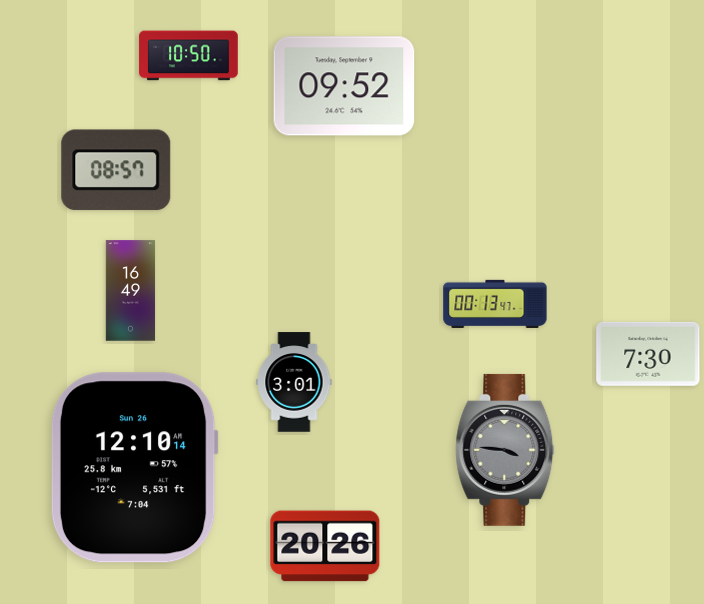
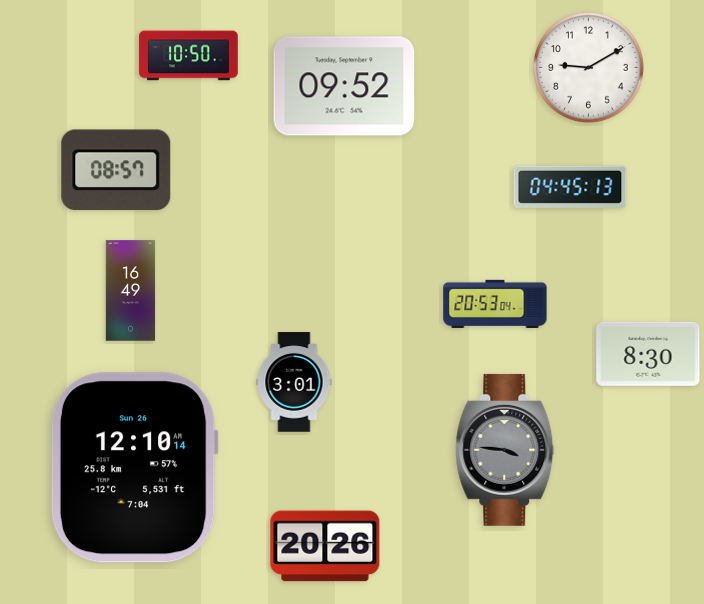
clock at (589, 68): none -> 9:10
clock at (570, 187): none -> 04:45
clock at (495, 304): 00:13 -> 20:53
clock at (648, 354): 7:30 -> 8:30
